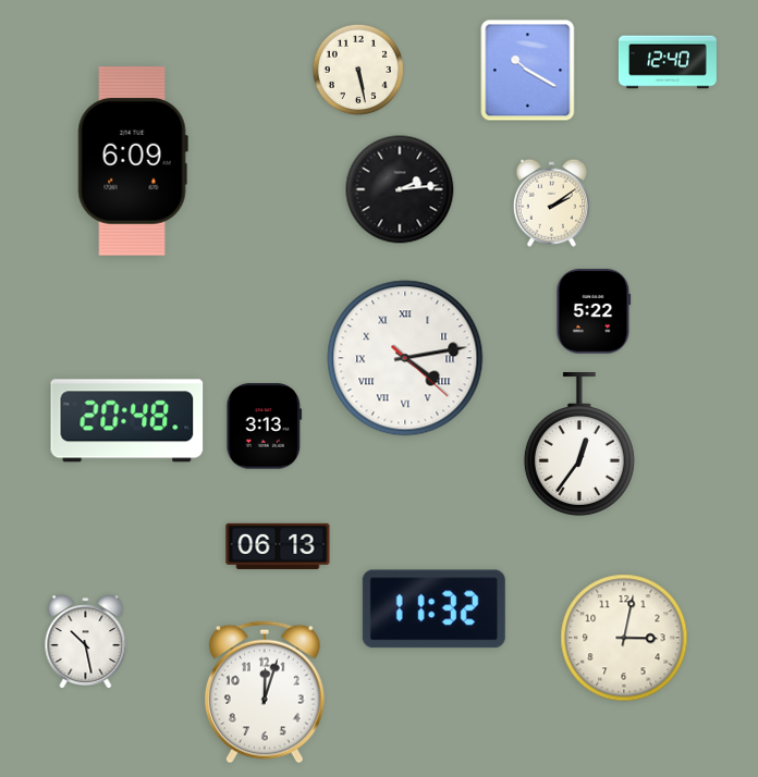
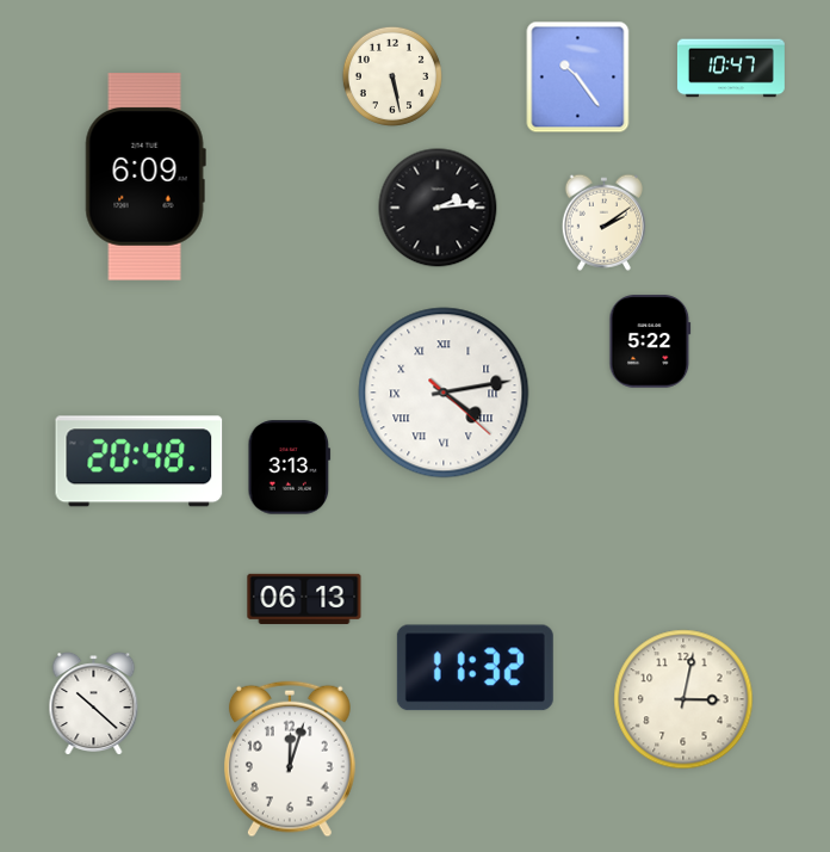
clock at (668, 62): 12:40 -> 10:47
clock at (528, 71): 10:20 -> 10:24
clock at (579, 444): 12:36 -> none
clock at (86, 642): 10:28 -> 10:22
